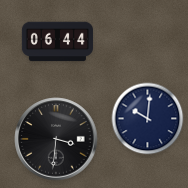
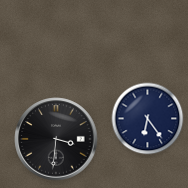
clock at (57, 42): 06:44 -> none
clock at (148, 119): 10:01 -> 6:24
